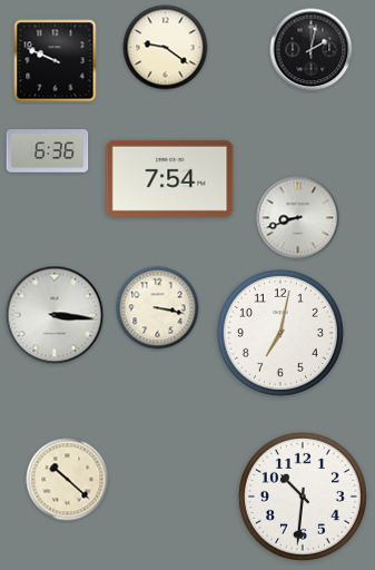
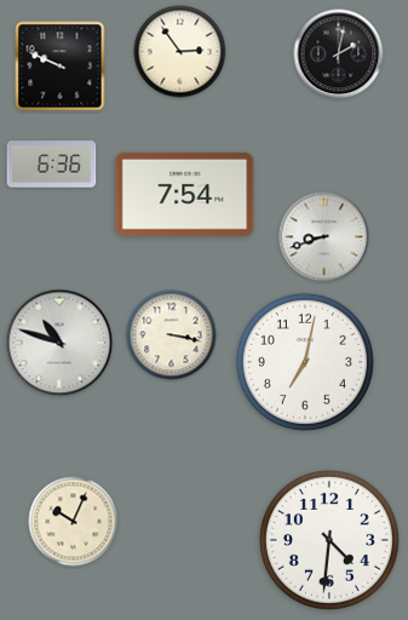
clock at (166, 48): 9:21 -> 2:54
clock at (55, 315): 3:16 -> 10:48
clock at (68, 480): 10:22 -> 10:04
clock at (303, 497): 10:31 -> 4:31
